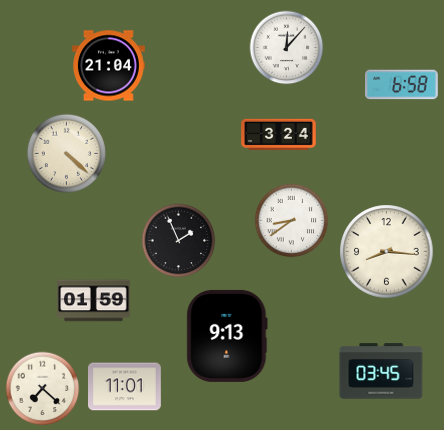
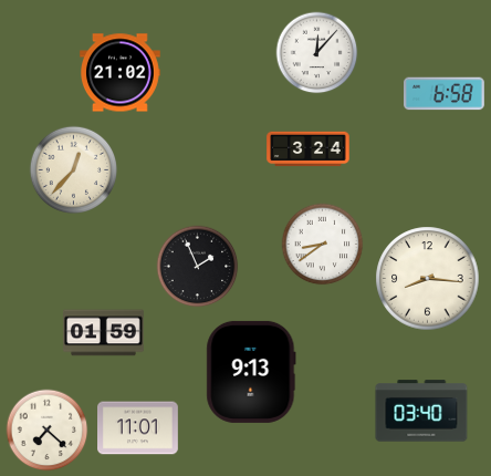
clock at (109, 66): 21:04 -> 21:02
clock at (66, 153): 4:22 -> 12:37
clock at (381, 371): 03:45 -> 03:40
